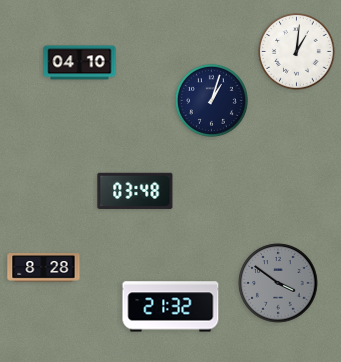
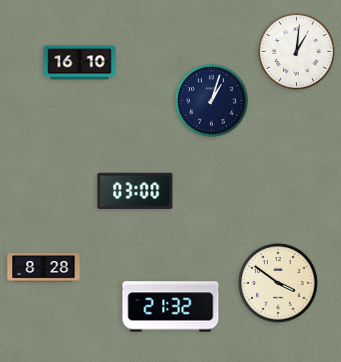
clock at (80, 63): 04:10 -> 16:10
clock at (135, 190): 03:48 -> 03:00
clock at (278, 283) dial: grey -> cream
